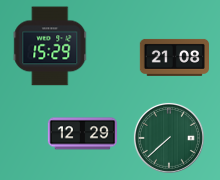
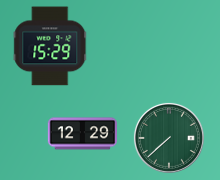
clock at (174, 57): 21:08 -> none
